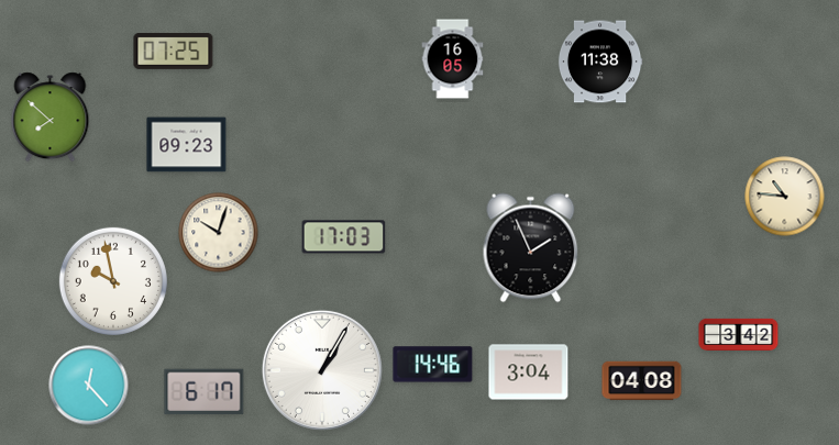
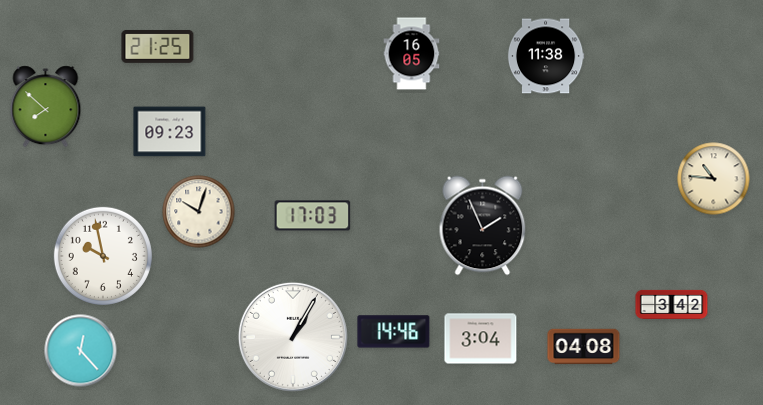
clock at (174, 51): 07:25 -> 21:25
clock at (205, 392): 6:17 -> none
